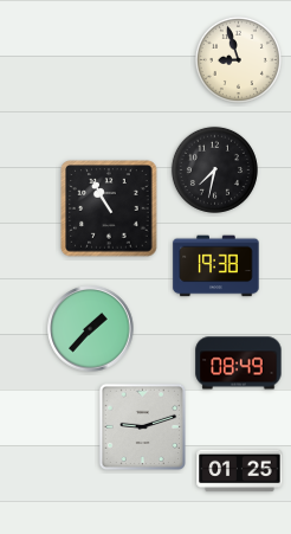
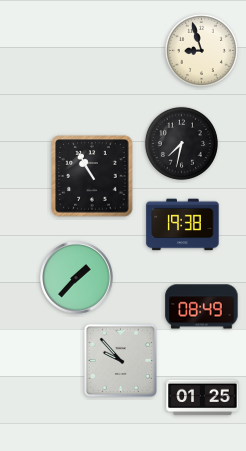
clock at (142, 426): 9:12 -> 9:53
